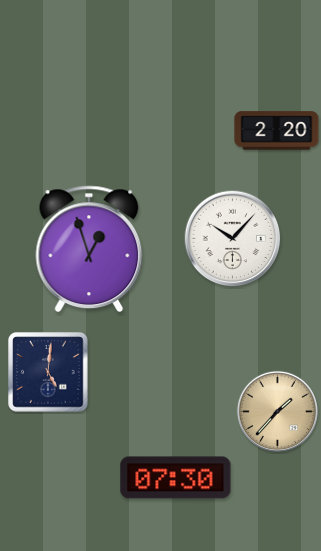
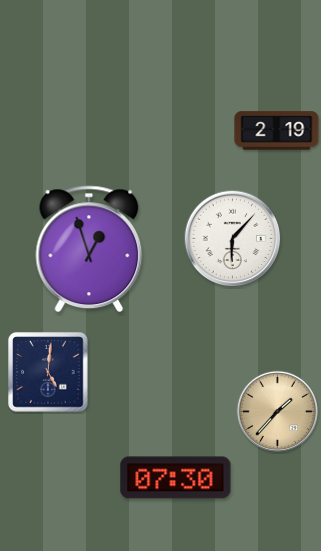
clock at (277, 131): 2:20 -> 2:19
clock at (233, 239): 10:07 -> 6:07
